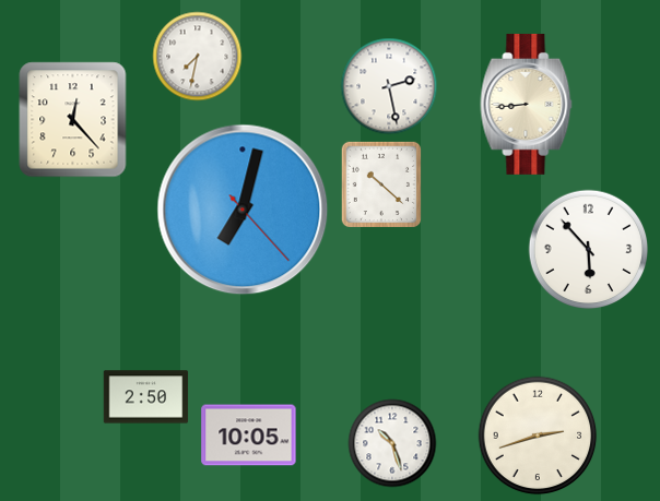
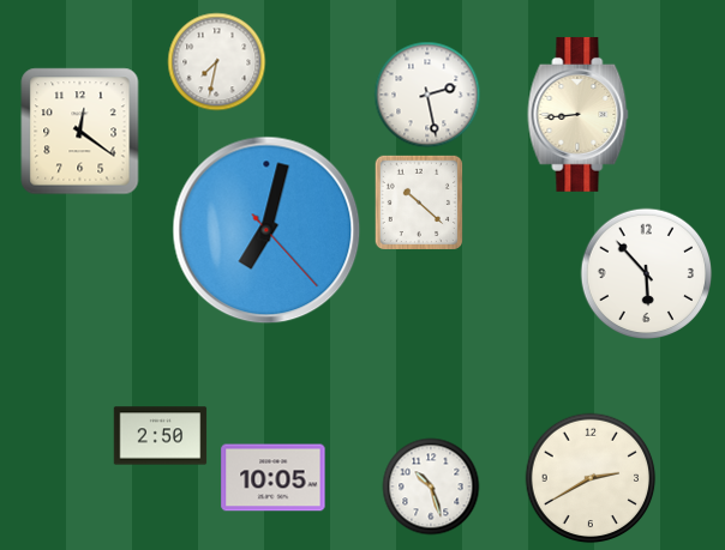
clock at (73, 120): 12:23 -> 12:21
clock at (538, 436): 2:42 -> 2:40
